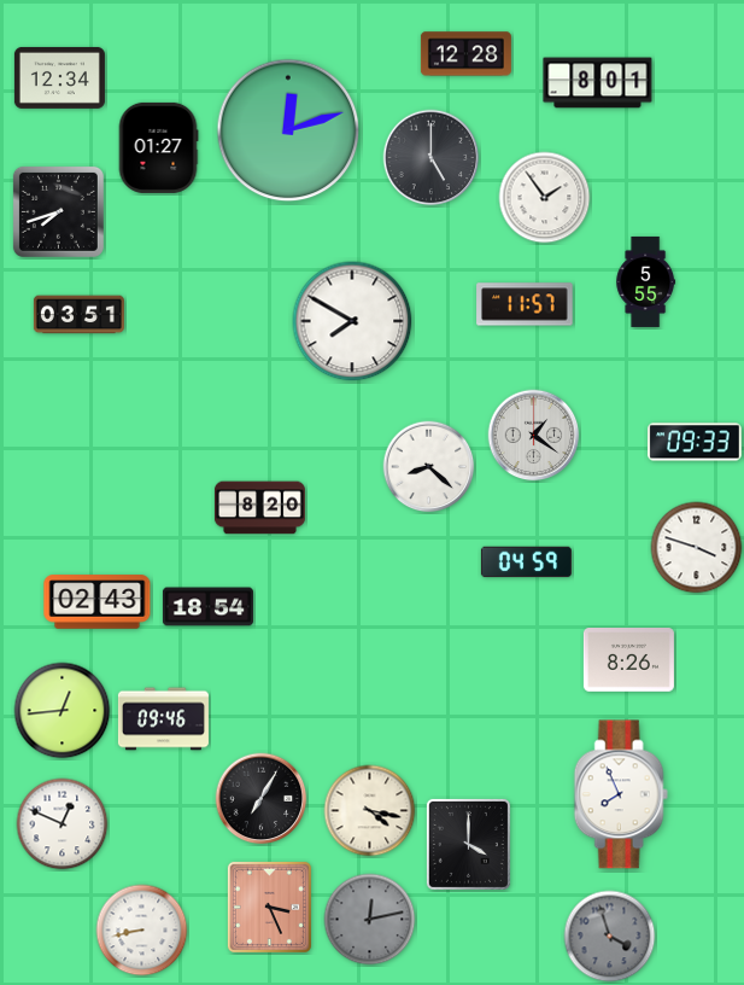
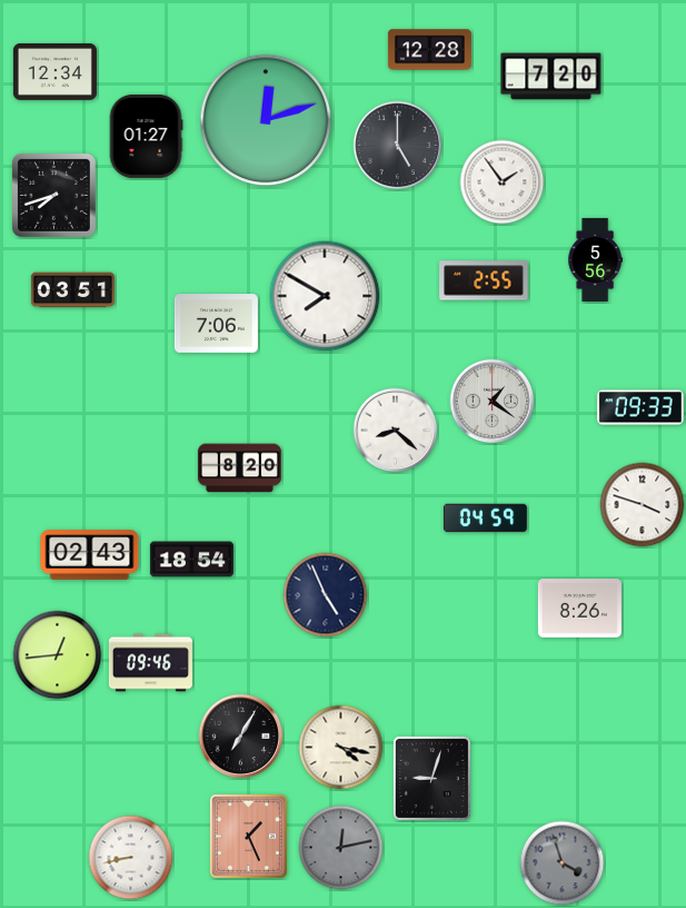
clock at (598, 83): 8:01 -> 7:20
clock at (646, 281): 5:55 -> 5:56
clock at (525, 304): 11:57 -> 2:55
clock at (216, 324): none -> 7:06
clock at (326, 595): none -> 4:56
clock at (621, 794): 7:56 -> none
clock at (63, 824): 12:49 -> none
clock at (468, 844): 4:00 -> 9:03
clock at (269, 907): 3:26 -> 1:26
